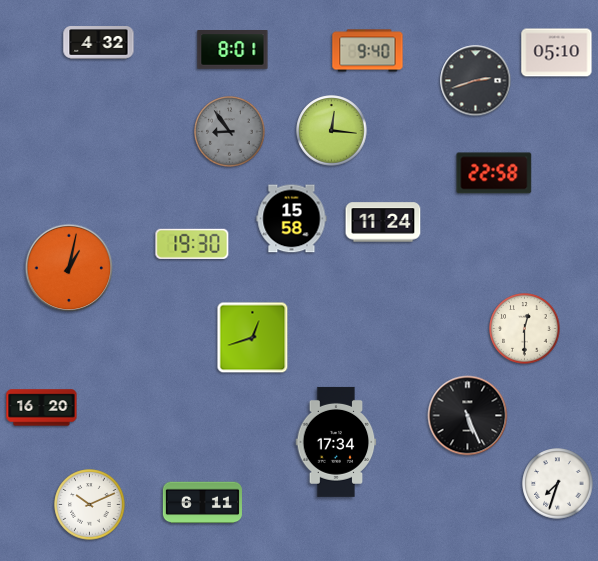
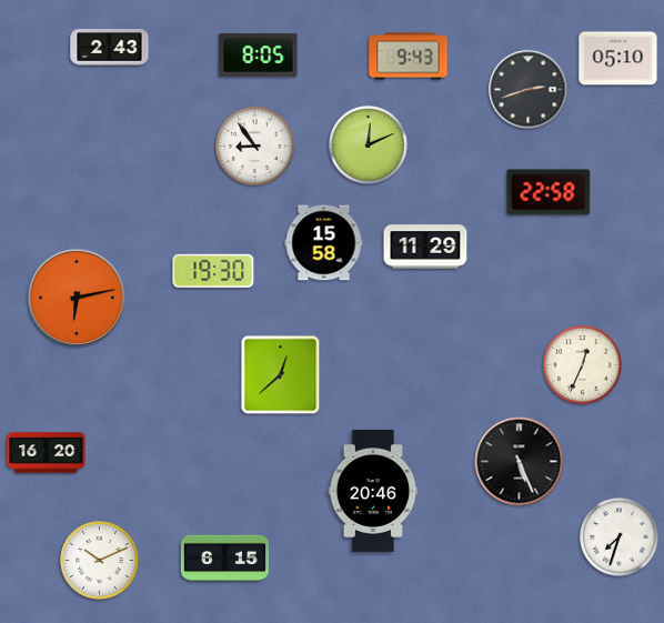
clock at (99, 43): 4:32 -> 2:43
clock at (233, 50): 8:01 -> 8:05
clock at (368, 51): 9:40 -> 9:43
clock at (332, 131): 12:16 -> 12:11
clock at (230, 132) dial: grey -> white
clock at (383, 222): 11:24 -> 11:29
clock at (69, 268): 1:02 -> 6:13
clock at (525, 329): 12:30 -> 12:34
clock at (253, 338): 12:42 -> 12:38
clock at (336, 442): 17:34 -> 20:46
clock at (202, 503): 6:11 -> 6:15
